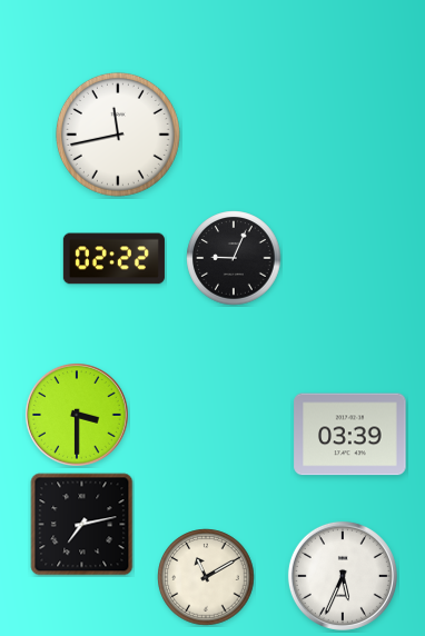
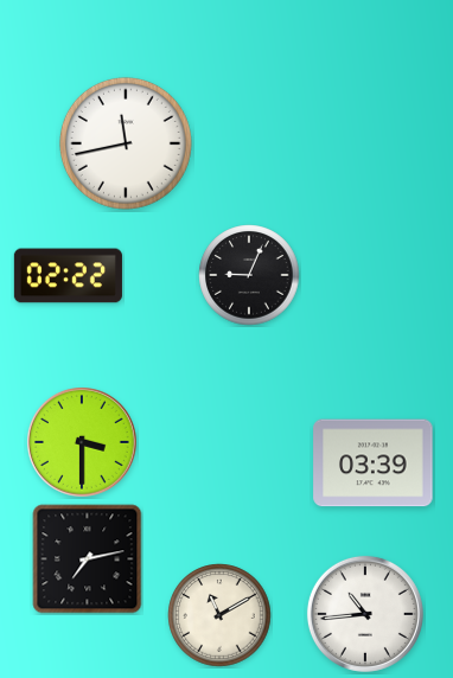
clock at (113, 259) position: (113, 259) -> (68, 276)
clock at (343, 576): 5:34 -> 10:44
